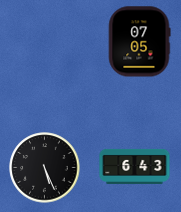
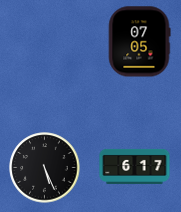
clock at (135, 166): 6:43 -> 6:17
